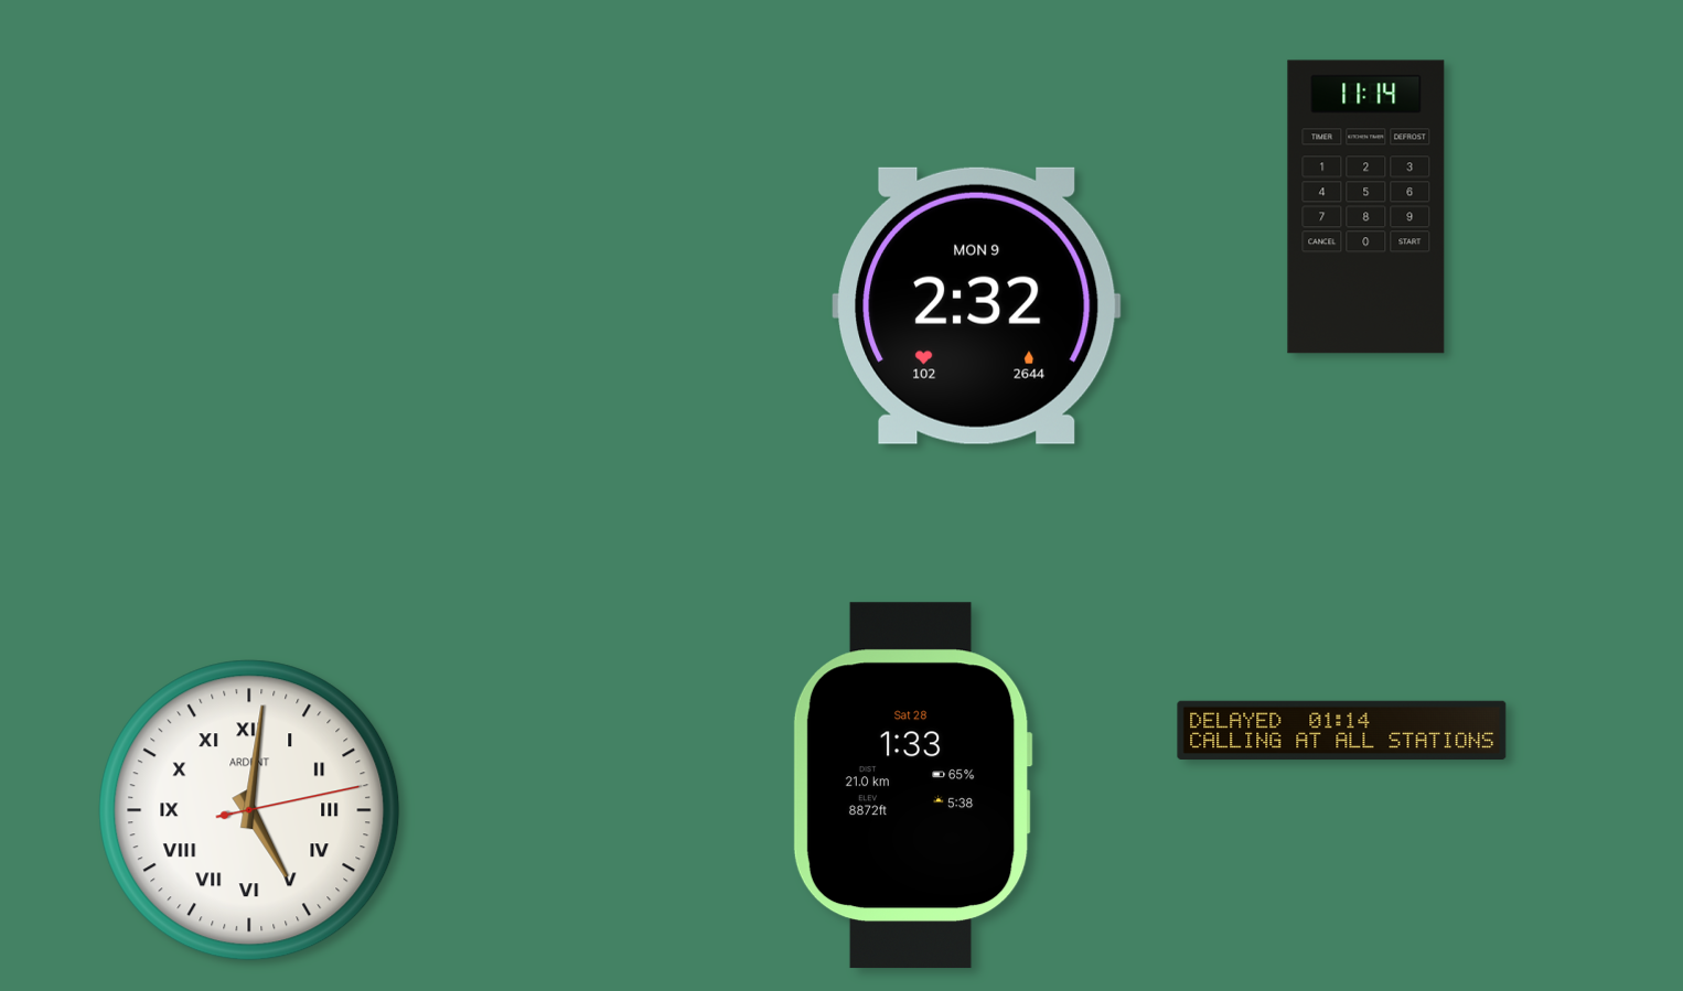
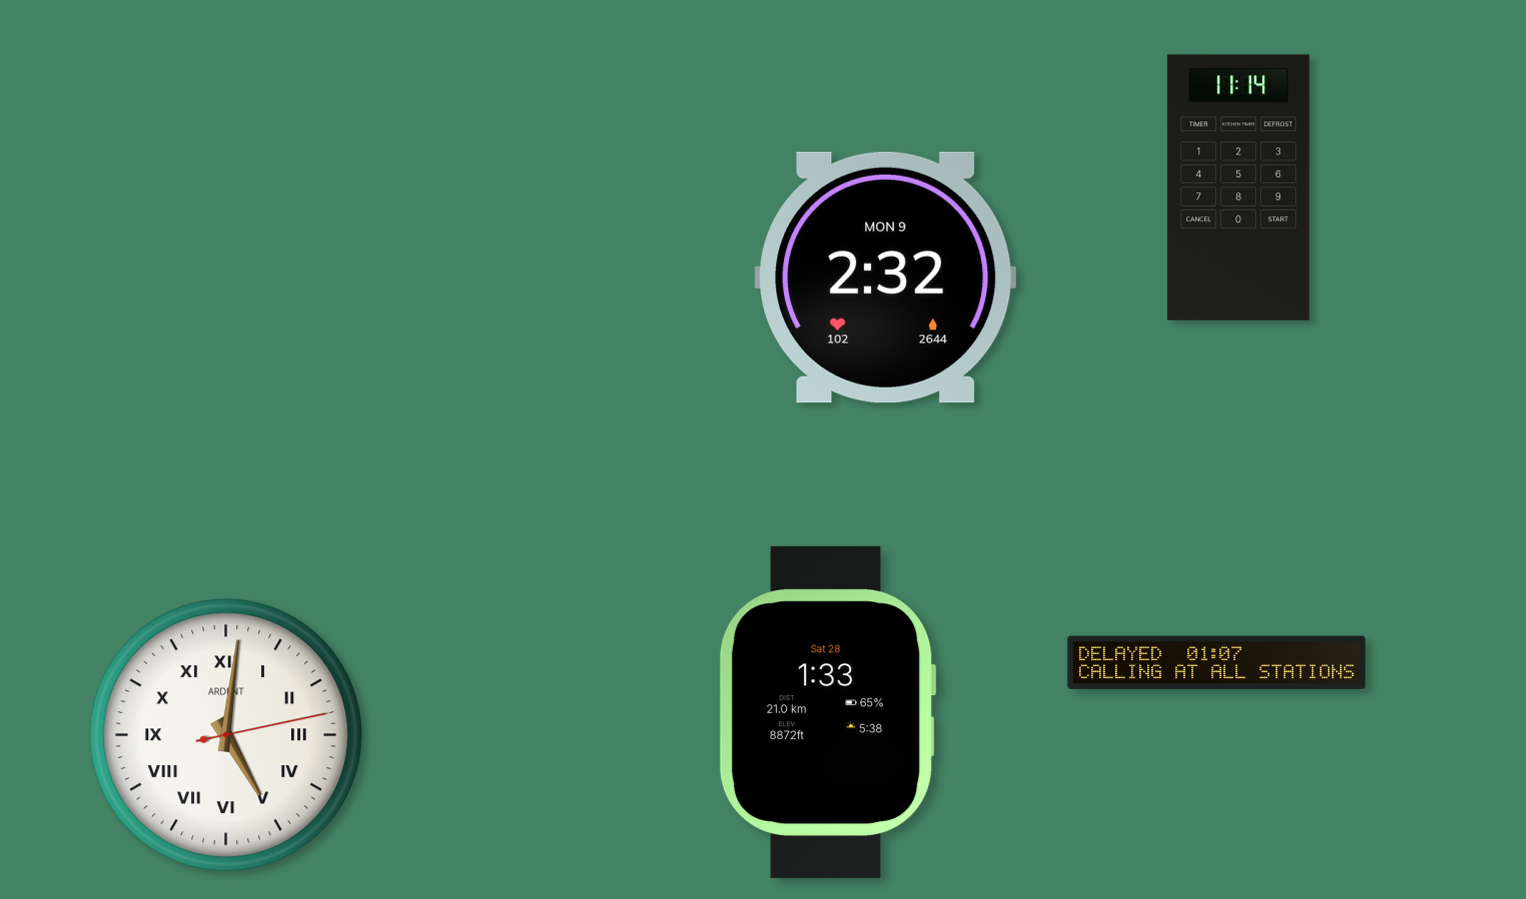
clock at (1342, 731): 01:14 -> 01:07
